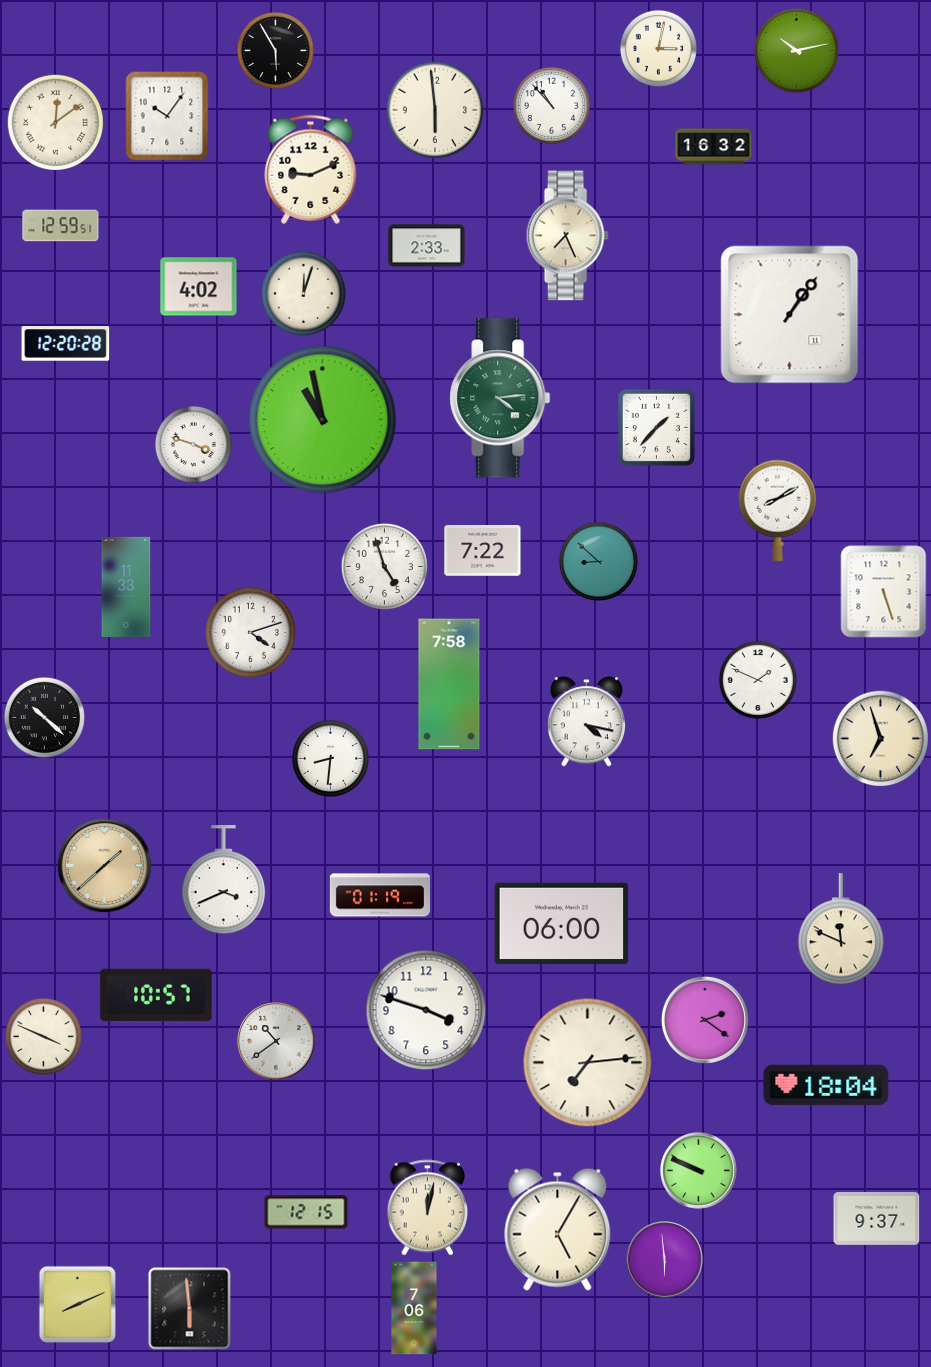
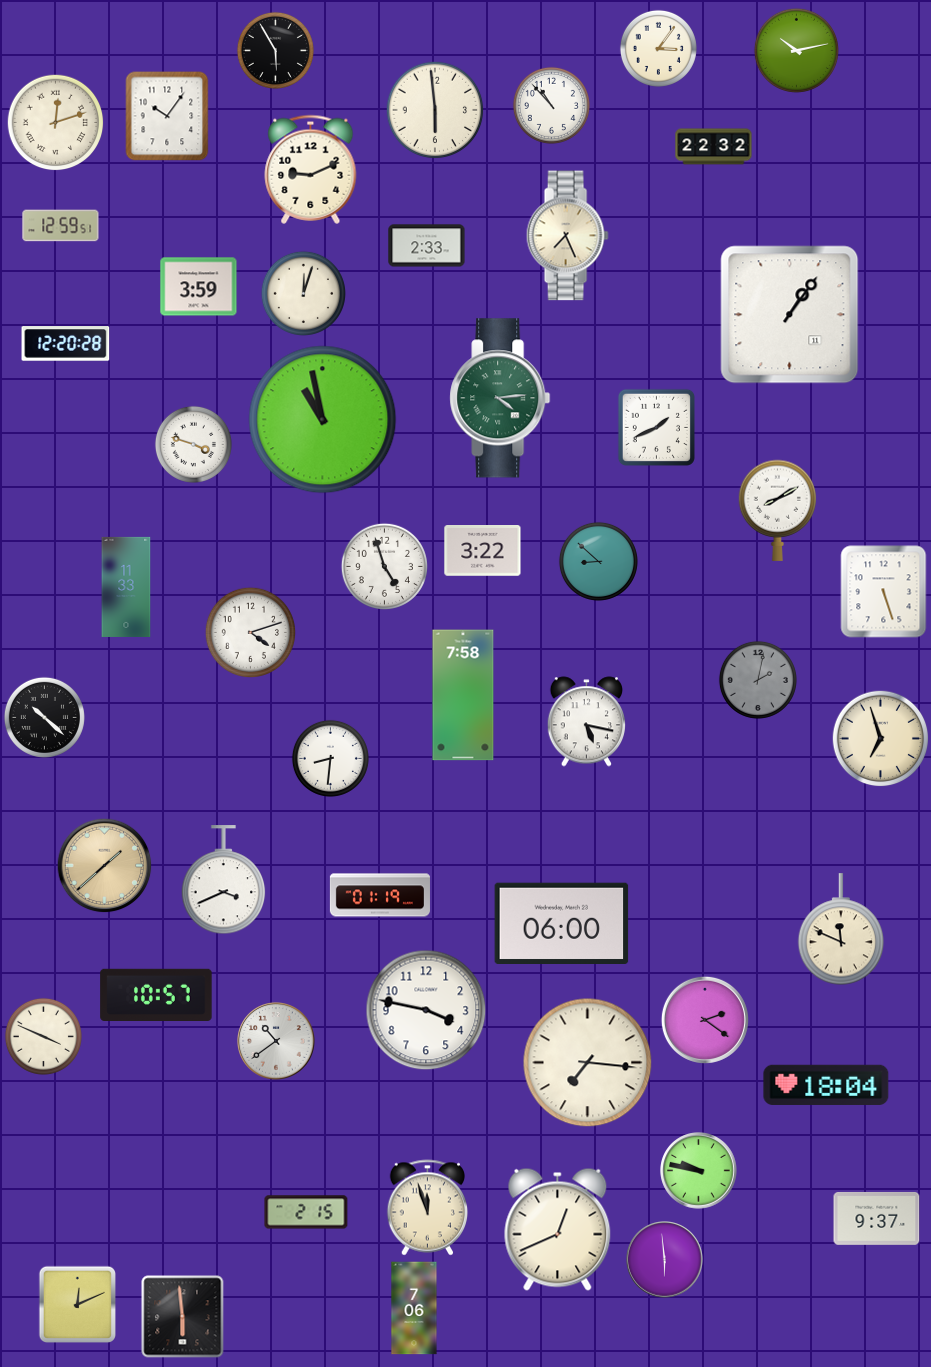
clock at (658, 48): 3:02 -> 3:06
clock at (55, 122): 12:09 -> 12:12
clock at (714, 147): 16:32 -> 22:32
clock at (199, 287): 4:02 -> 3:59
clock at (656, 427): 1:37 -> 1:41
clock at (483, 551): 7:22 -> 3:22
clock at (758, 680): 1:49 -> 2:02
clock at (758, 680) dial: white -> grey
clock at (449, 684) position: (449, 684) -> (463, 695)
clock at (586, 722): 4:17 -> 5:17
clock at (426, 1010): 3:48 -> 3:47
clock at (588, 1063): 7:14 -> 7:16
clock at (699, 1171): 9:49 -> 9:47
clock at (428, 1208): 12:02 -> 11:57
clock at (306, 1212): 12:15 -> 2:15
clock at (558, 1229): 5:05 -> 12:41
clock at (77, 1304): 8:11 -> 12:11
clock at (190, 1309) position: (190, 1309) -> (183, 1317)
